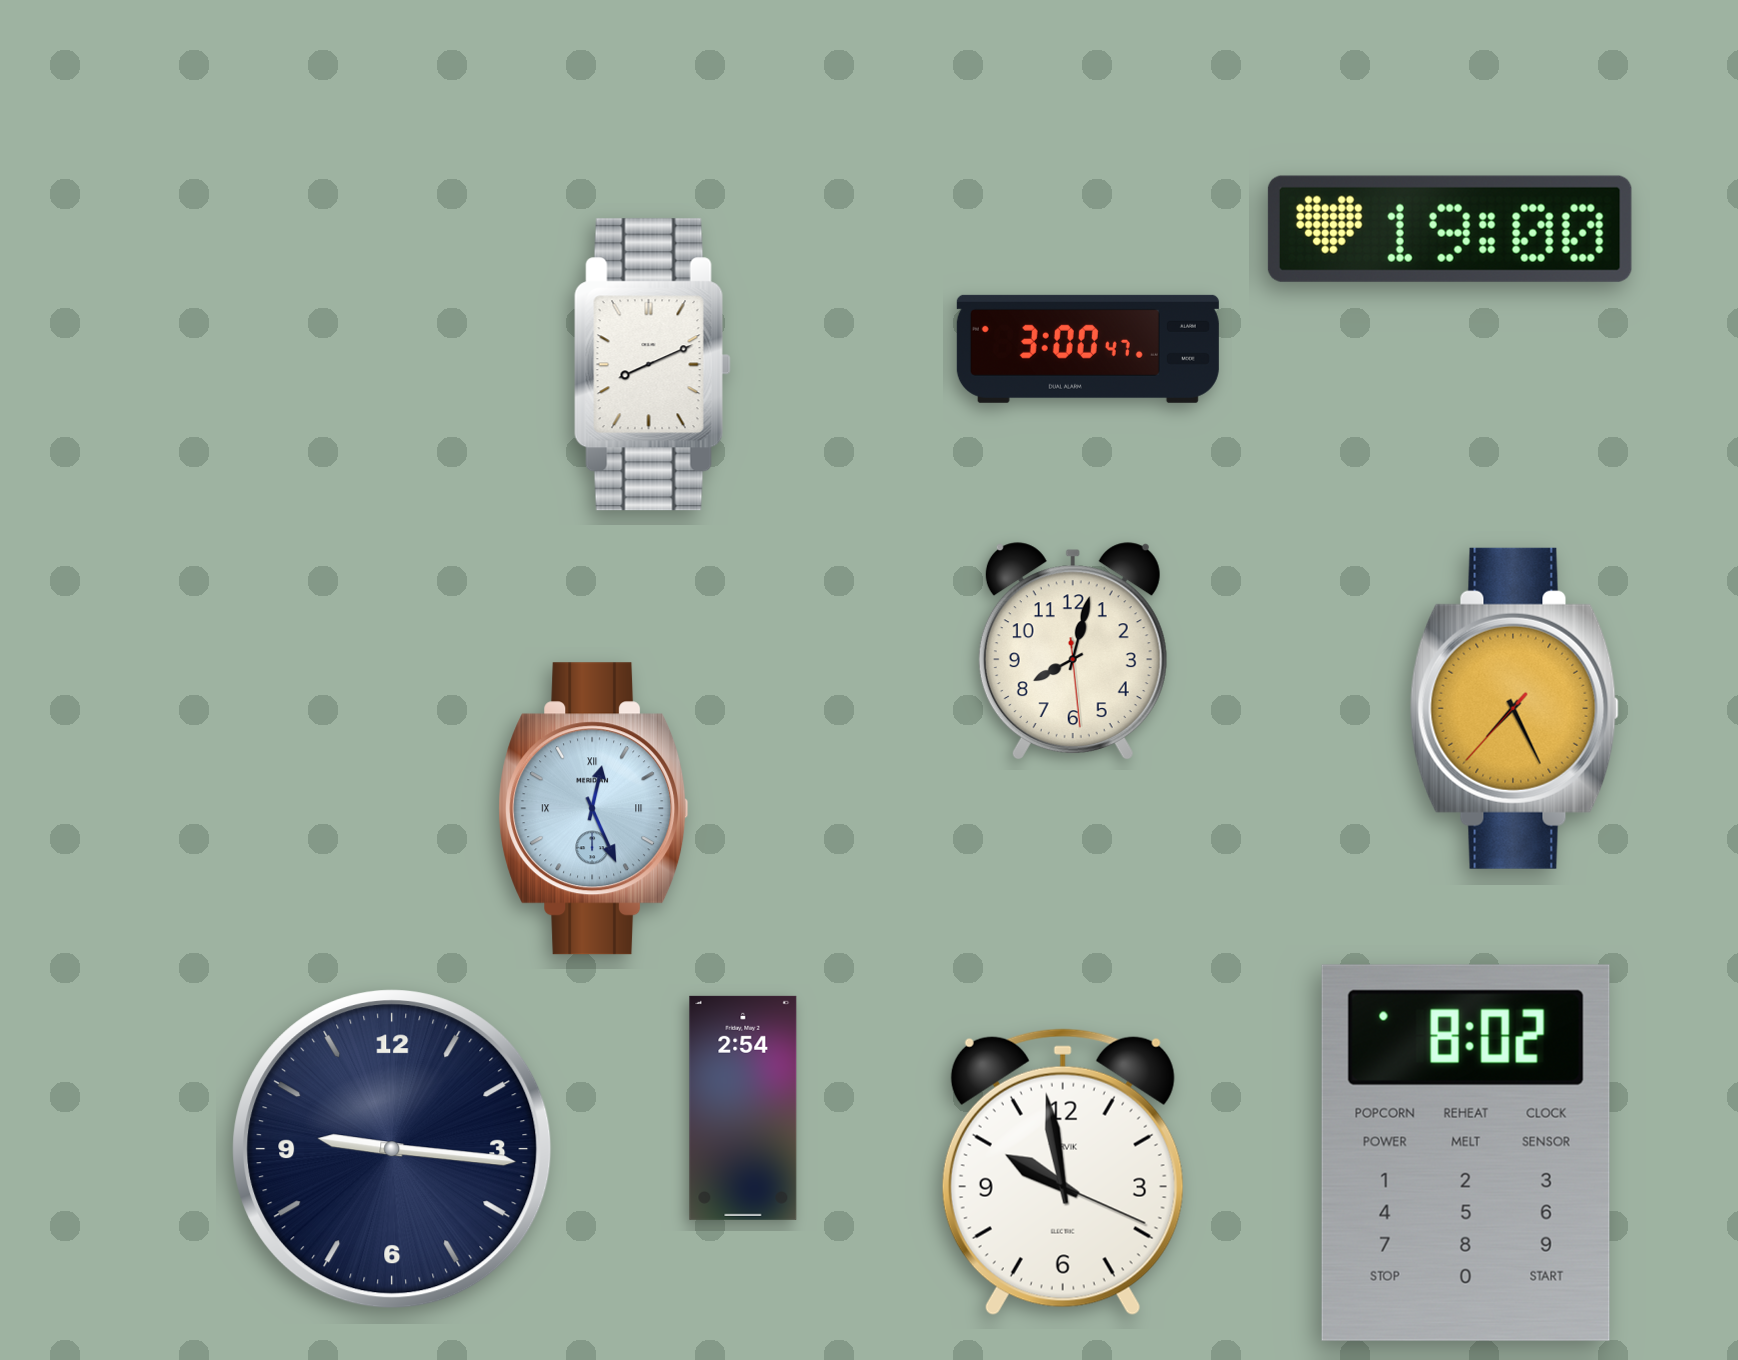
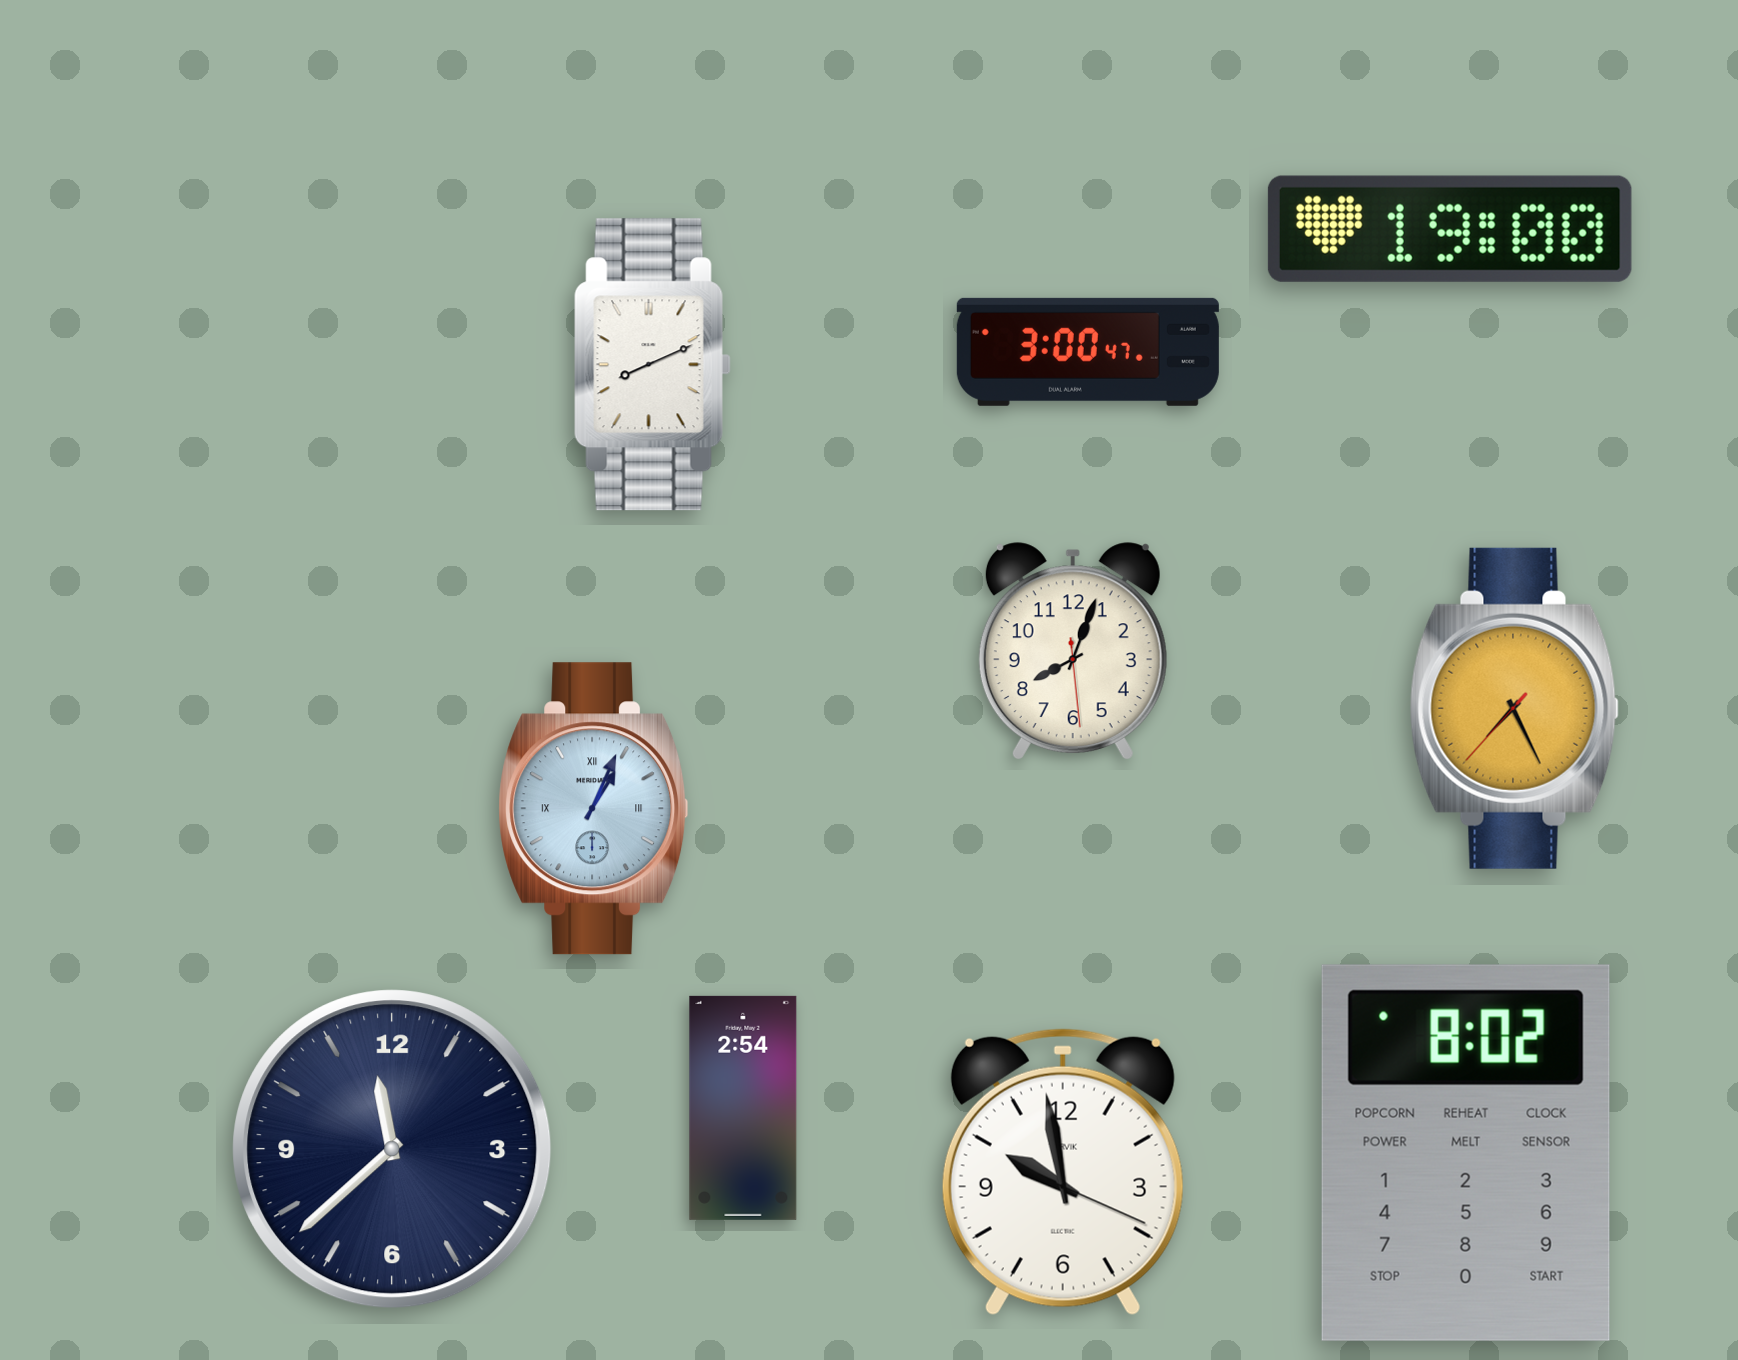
clock at (1088, 349) position: (1088, 349) -> (1088, 352)
clock at (1073, 652): 8:02 -> 8:03
clock at (594, 809): 12:26 -> 1:04
clock at (392, 1149): 9:16 -> 11:38
